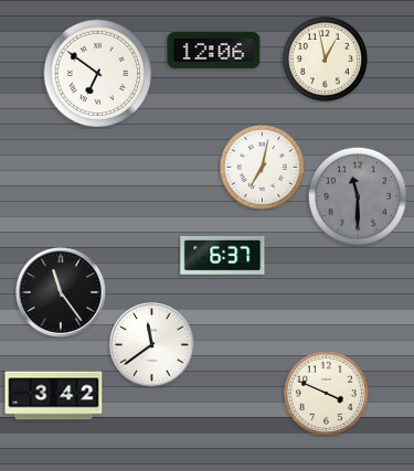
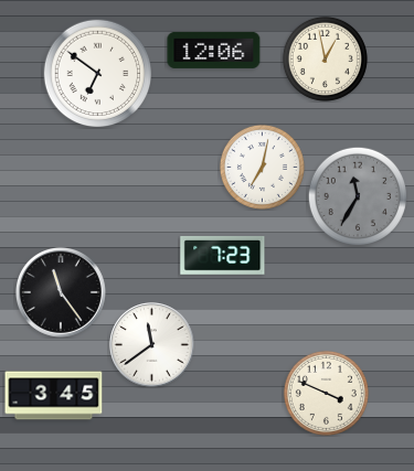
clock at (357, 195): 11:30 -> 11:35
clock at (223, 256): 6:37 -> 7:23
clock at (54, 396): 3:42 -> 3:45
